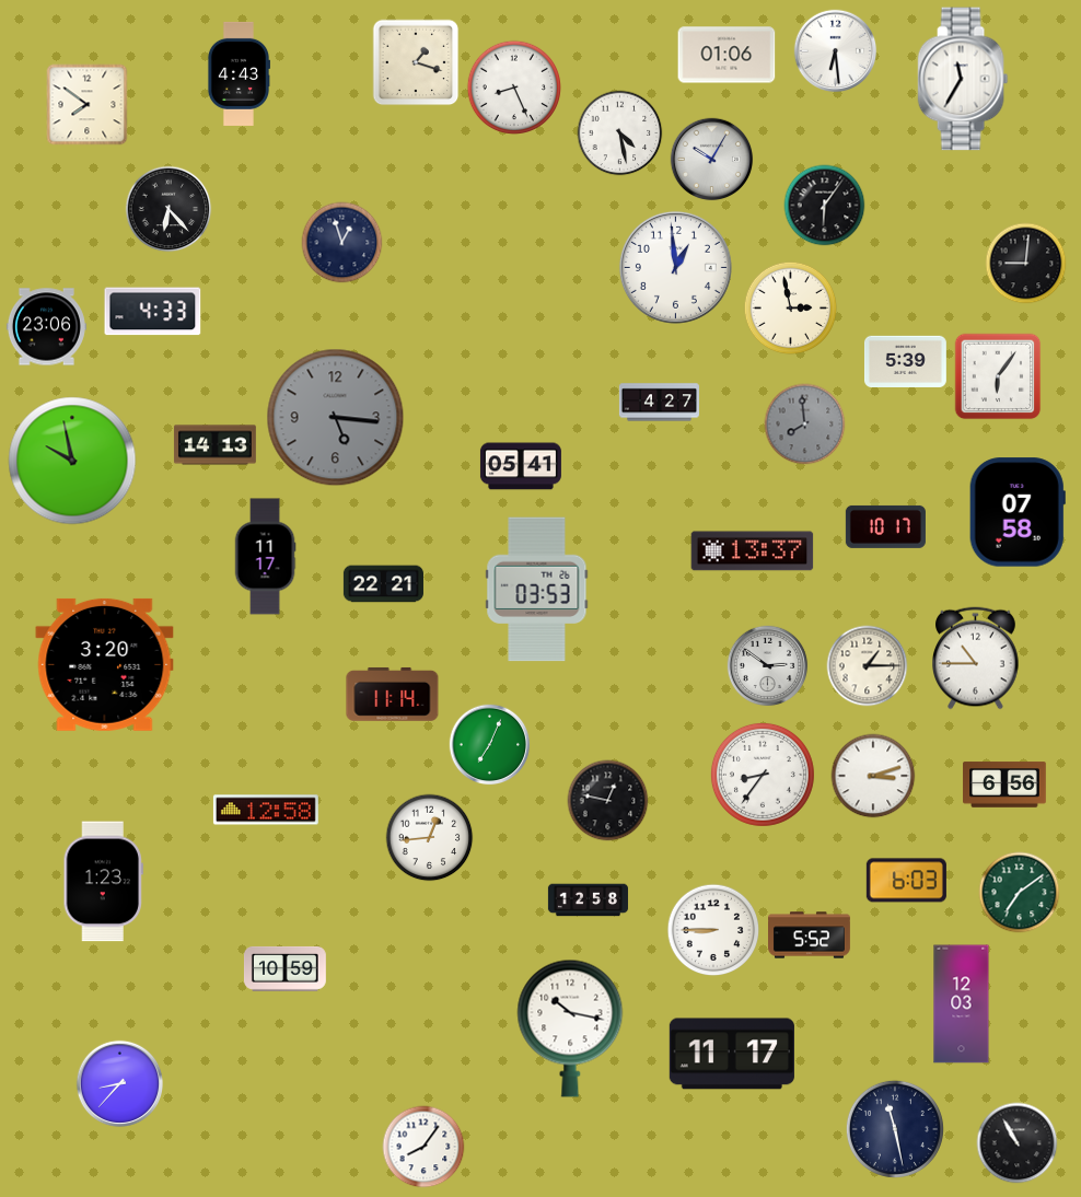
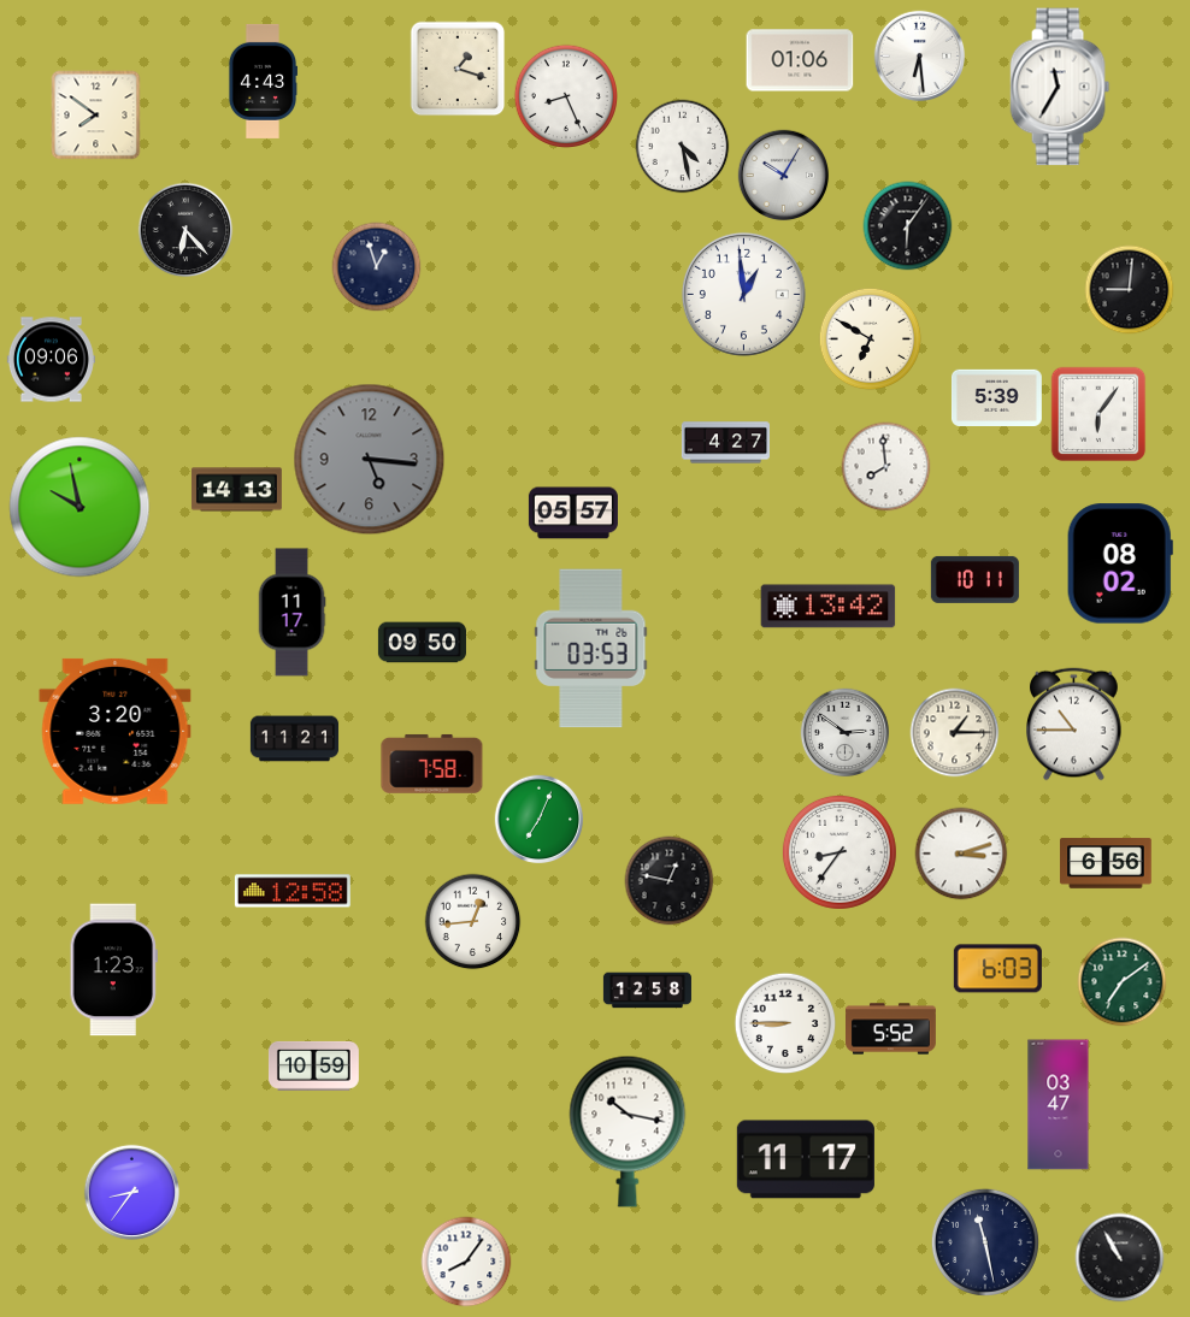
clock at (791, 309): 2:58 -> 6:50
clock at (153, 312): 4:33 -> none
clock at (46, 327): 23:06 -> 09:06
clock at (805, 425) dial: grey -> white
clock at (521, 466): 05:41 -> 05:57
clock at (1018, 512): 07:58 -> 08:02
clock at (885, 526): 10:17 -> 10:11
clock at (753, 551): 13:37 -> 13:42
clock at (383, 584): 22:21 -> 09:50
clock at (294, 739): none -> 11:21
clock at (393, 694): 11:14 -> 7:58
clock at (962, 1004): 12:03 -> 03:47
clock at (119, 1083): 8:37 -> 8:36
